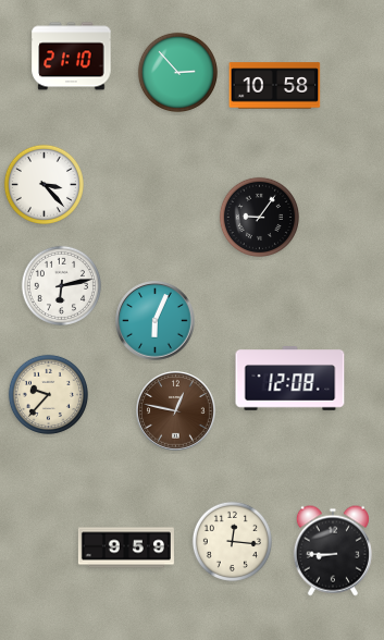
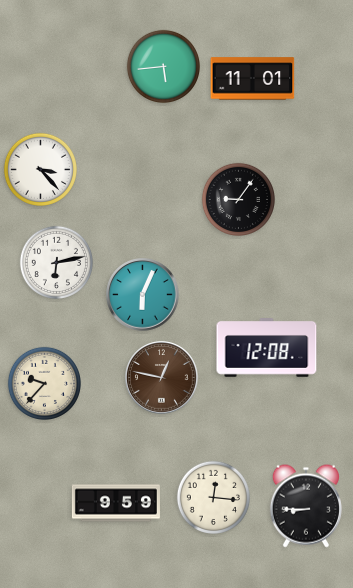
clock at (72, 57): 21:10 -> none
clock at (177, 72): 2:53 -> 5:44
clock at (275, 86): 10:58 -> 11:01
clock at (48, 394) position: (48, 394) -> (44, 383)
